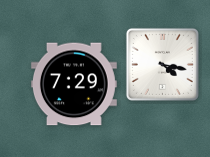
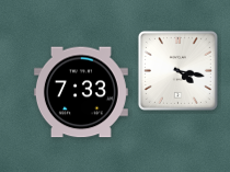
clock at (74, 84): 7:29 -> 7:33
